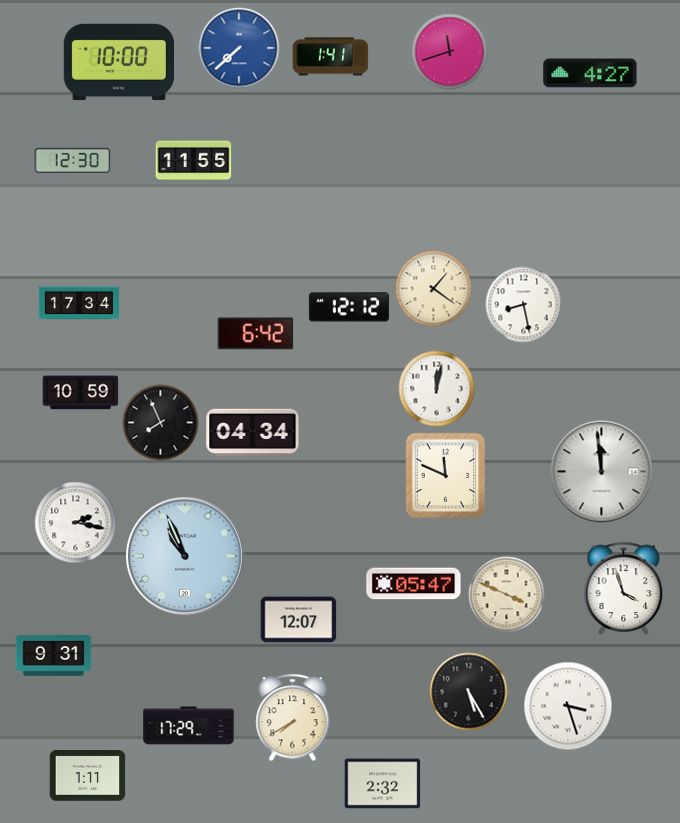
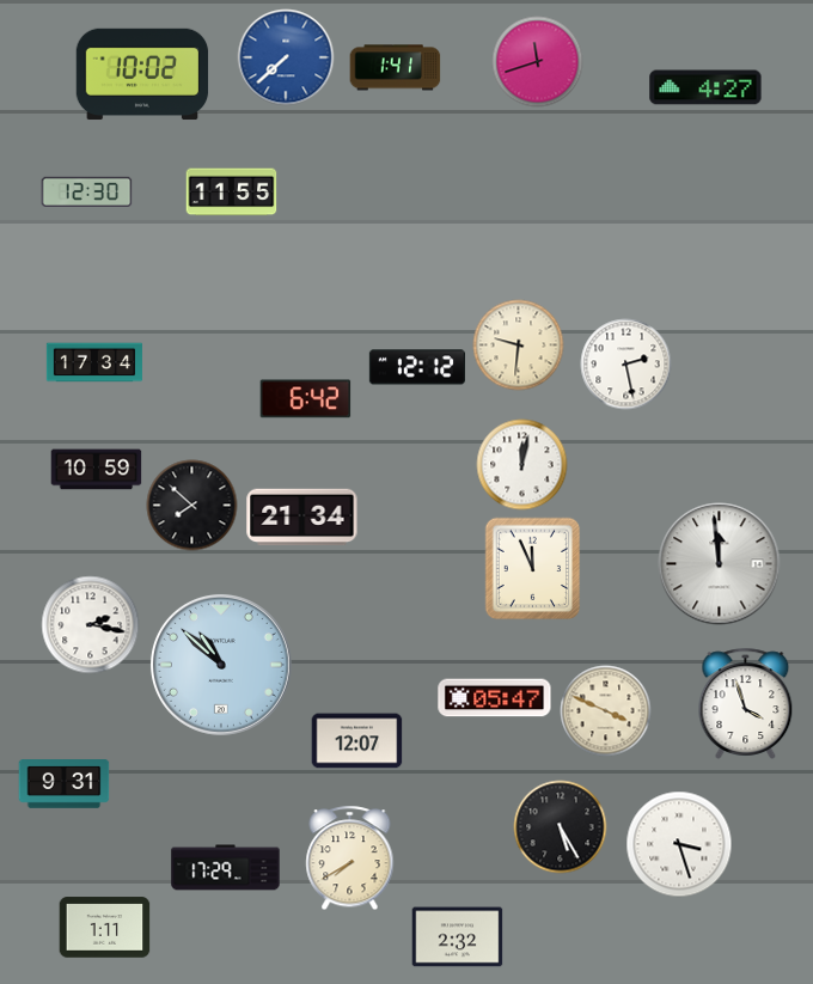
clock at (119, 62): 10:00 -> 10:02
clock at (434, 289): 1:21 -> 9:31
clock at (524, 305): 8:28 -> 2:28
clock at (161, 423): 7:56 -> 7:52
clock at (253, 433): 04:34 -> 21:34
clock at (446, 476): 11:49 -> 11:56
clock at (185, 556): 10:56 -> 10:52
